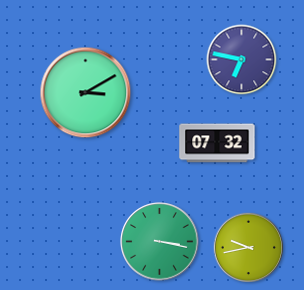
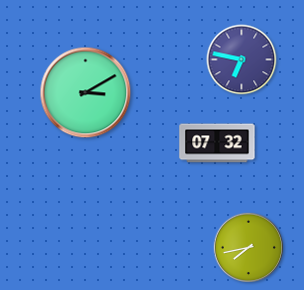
clock at (160, 242): 3:17 -> none
clock at (249, 248): 9:43 -> 7:43
